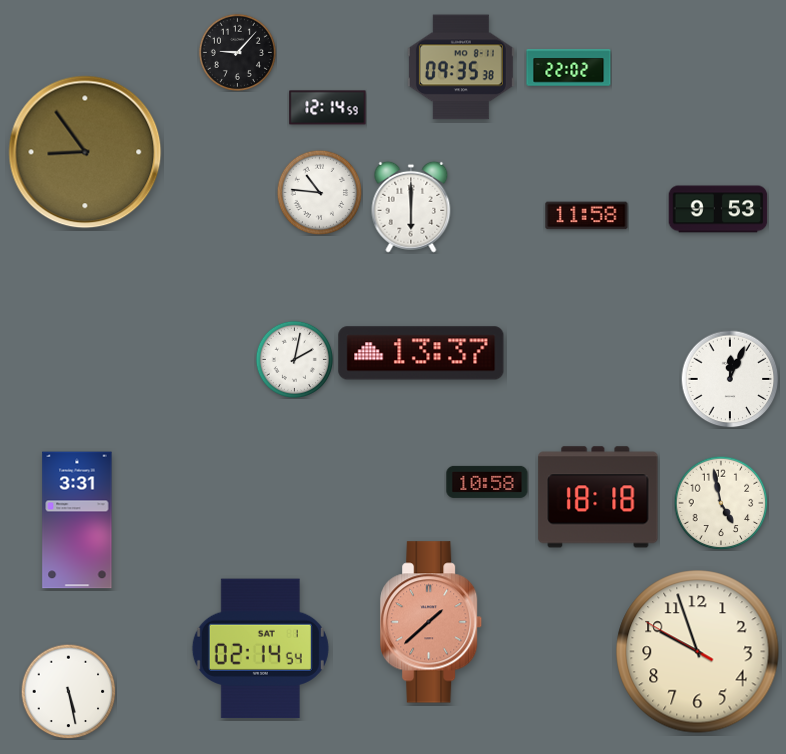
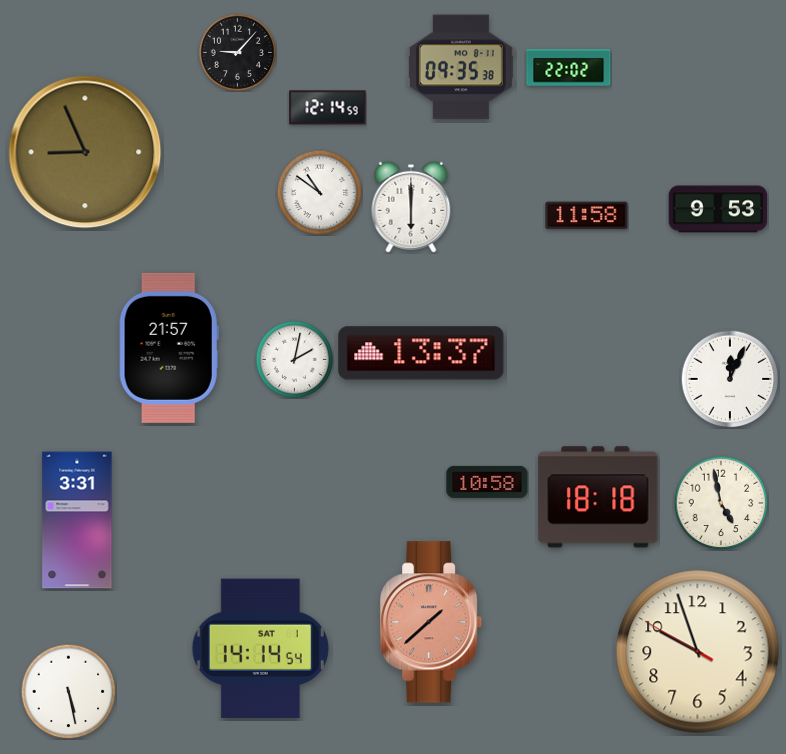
clock at (85, 152): 8:54 -> 8:56
clock at (319, 192): 10:46 -> 10:51
clock at (169, 348): none -> 21:57
clock at (260, 649): 02:14 -> 14:14
